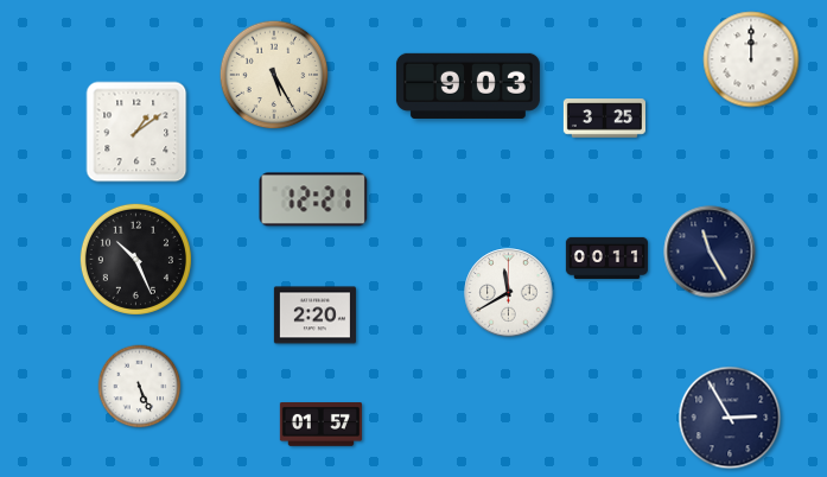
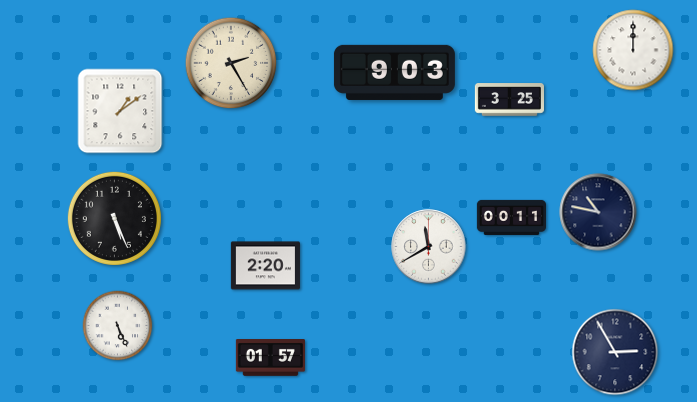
clock at (274, 75): 5:25 -> 2:25
clock at (136, 132) position: (136, 132) -> (120, 111)
clock at (313, 199): 12:21 -> none
clock at (710, 252): 11:25 -> 10:47
clock at (135, 259): 10:26 -> 5:26
